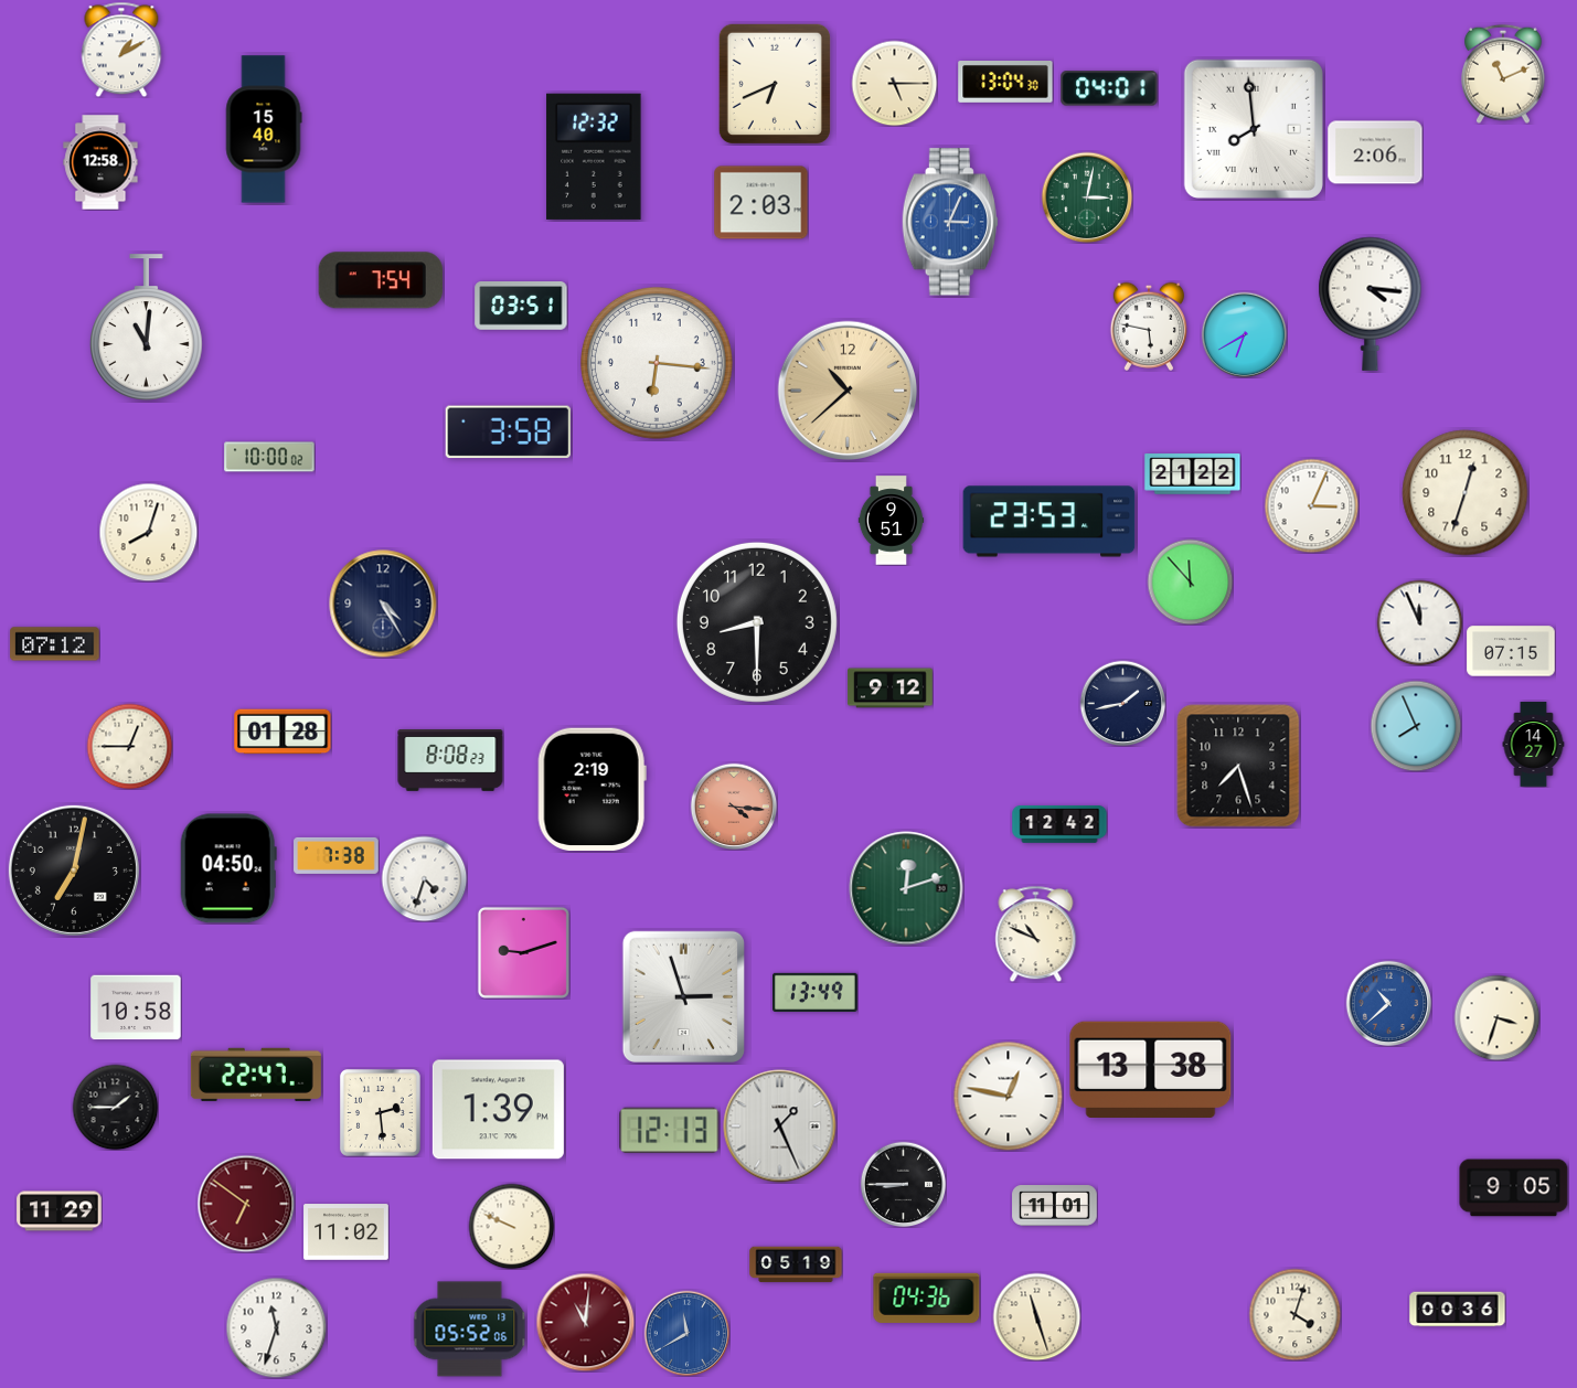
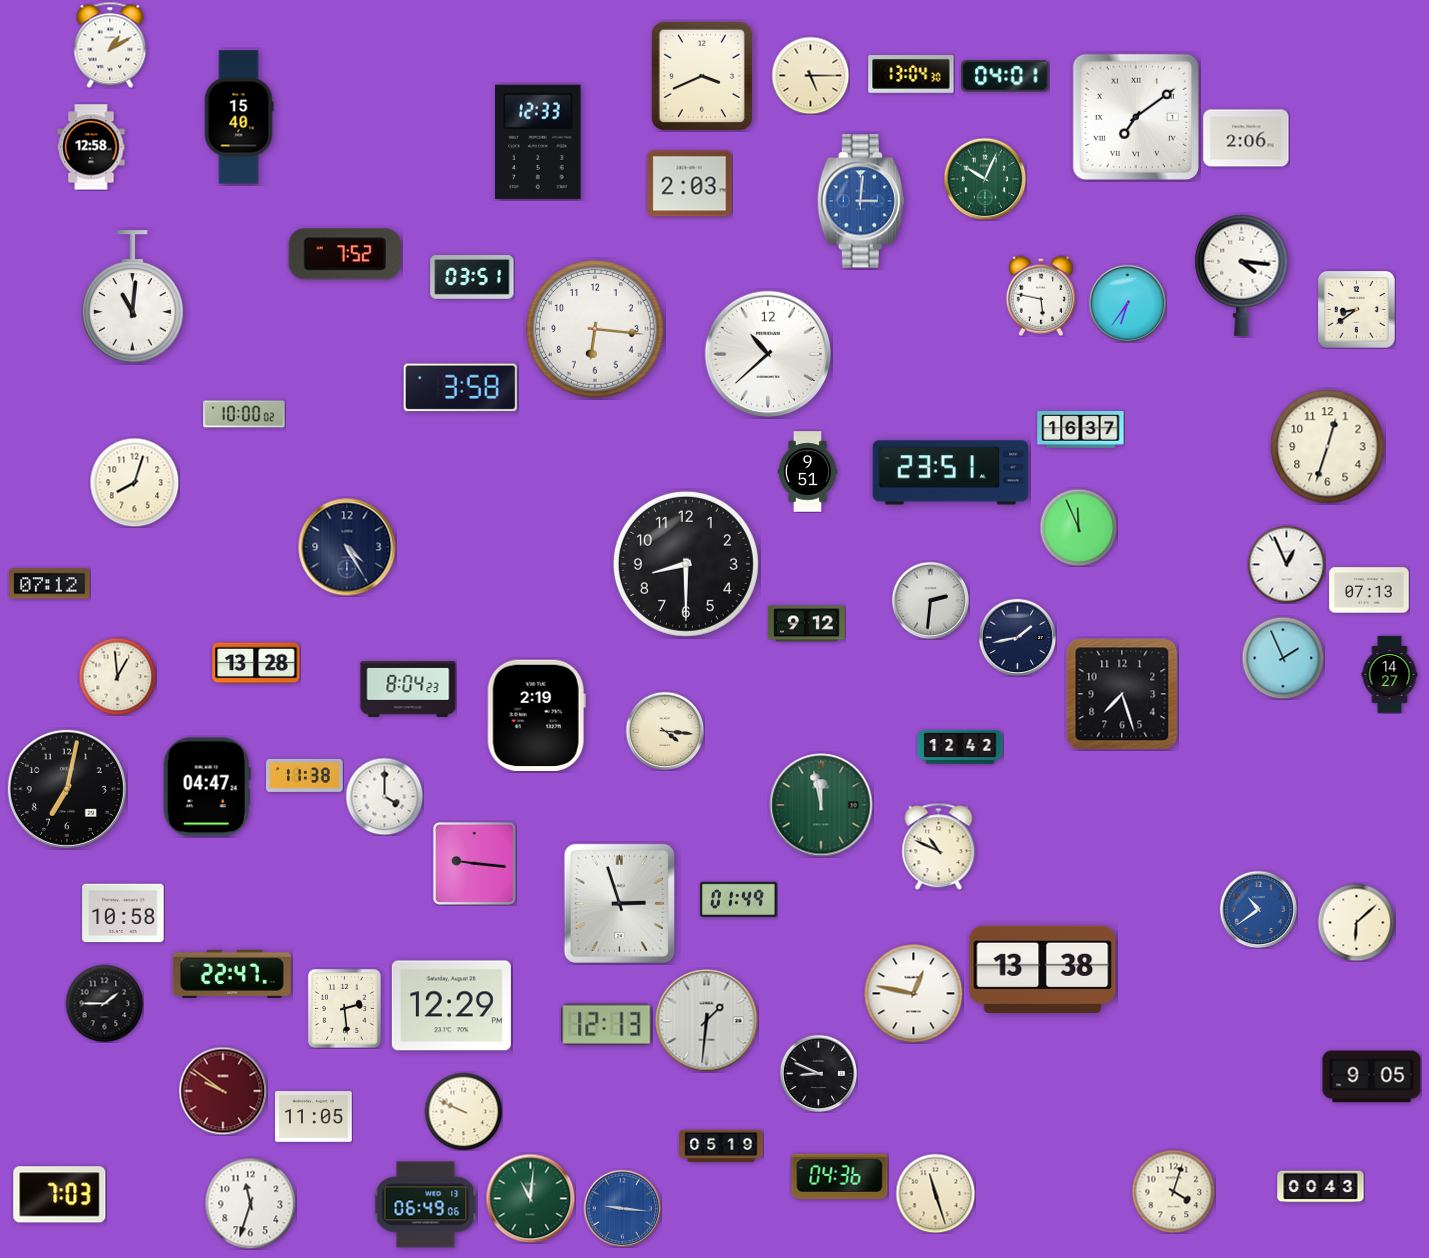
clock at (1504, 74): 11:11 -> none
clock at (775, 84): 6:41 -> 3:41
clock at (1109, 88) position: (1109, 88) -> (1005, 76)
clock at (1254, 129): 7:59 -> 7:09
clock at (594, 157): 12:32 -> 12:33
clock at (1087, 197): 3:02 -> 10:04
clock at (950, 222): 3:04 -> 3:01
clock at (381, 280): 7:54 -> 7:52
clock at (1244, 334): 6:40 -> 6:36
clock at (1357, 310): none -> 8:39
clock at (848, 391) dial: champagne -> white
clock at (508, 433) position: (508, 433) -> (460, 388)
clock at (1193, 474): 21:22 -> 16:37
clock at (1311, 505): 3:04 -> none
clock at (1049, 522): 23:53 -> 23:51
clock at (1190, 581): 11:53 -> 11:56
clock at (1419, 622): 11:56 -> 12:56
clock at (1511, 651): 07:15 -> 07:13
clock at (930, 600): none -> 2:31
clock at (1416, 726): 7:56 -> 1:56
clock at (283, 732): 01:28 -> 13:28
clock at (129, 746): 12:45 -> 12:59
clock at (450, 761): 8:08 -> 8:04
clock at (734, 807) dial: salmon -> cream
clock at (337, 855): 7:38 -> 11:38
clock at (228, 868): 04:50 -> 04:47
clock at (424, 878): 4:33 -> 4:00
clock at (906, 888): 12:12 -> 11:58
clock at (523, 952): 9:12 -> 9:16
clock at (816, 992): 13:49 -> 01:49
clock at (1388, 1003): 10:38 -> 10:39
clock at (1496, 1017): 3:33 -> 6:08
clock at (498, 1110): 1:39 -> 12:29
clock at (780, 1127): 1:26 -> 1:31
clock at (903, 1184): 8:45 -> 8:49
clock at (246, 1204): 6:51 -> 9:51
clock at (1055, 1206): 11:01 -> none
clock at (60, 1211): 11:29 -> none
clock at (347, 1232): 11:02 -> 11:05
clock at (1458, 1310): 00:36 -> 00:43
clock at (1036, 1316) position: (1036, 1316) -> (935, 1193)
clock at (60, 1195): none -> 7:03
clock at (585, 1322) dial: burgundy -> green
clock at (470, 1330): 05:52 -> 06:49
clock at (686, 1333): 11:40 -> 9:16
